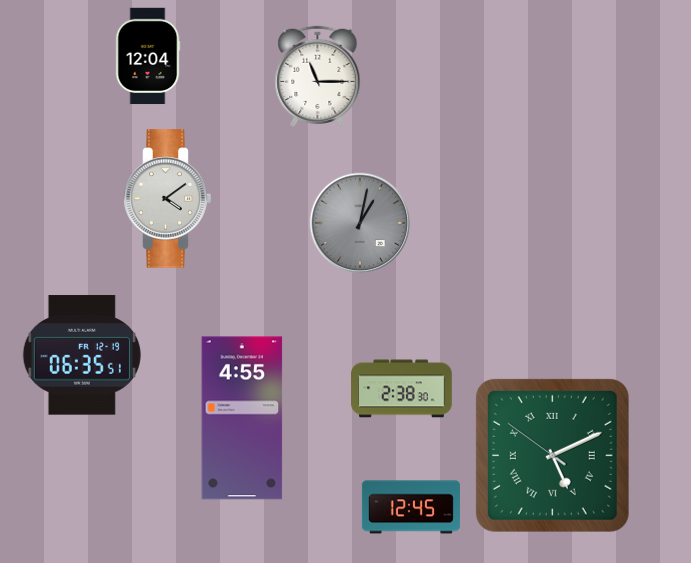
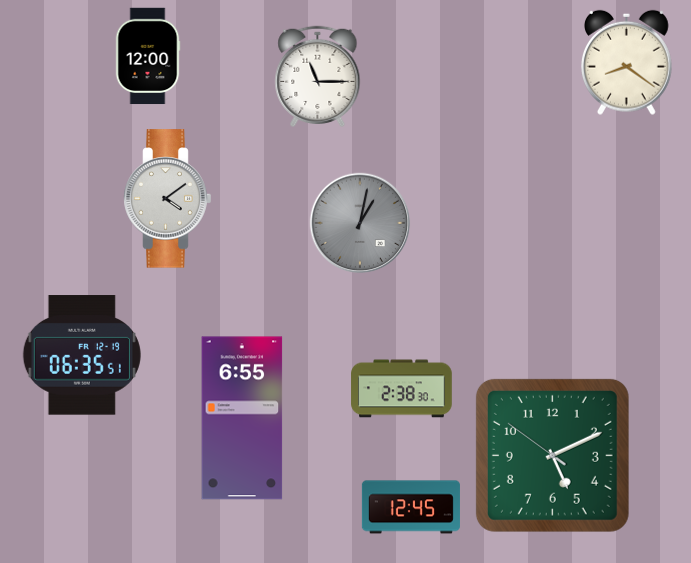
clock at (148, 56): 12:04 -> 12:00
clock at (627, 62): none -> 8:21
clock at (242, 418): 4:55 -> 6:55
clock at (552, 455) numerals: Roman -> Arabic
